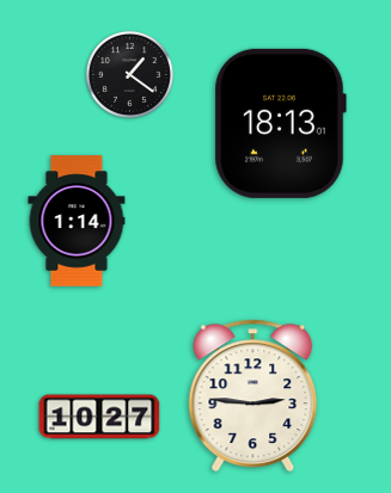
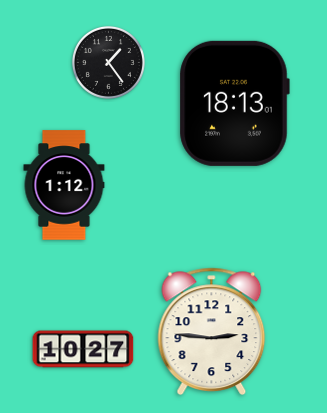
clock at (129, 74): 1:21 -> 1:24
clock at (77, 221): 1:14 -> 1:12
